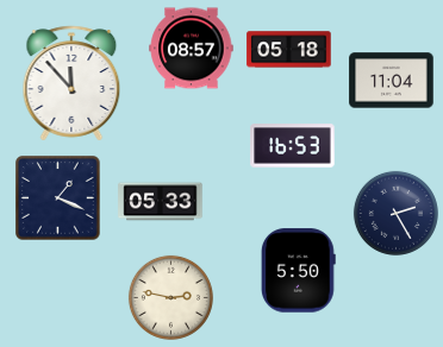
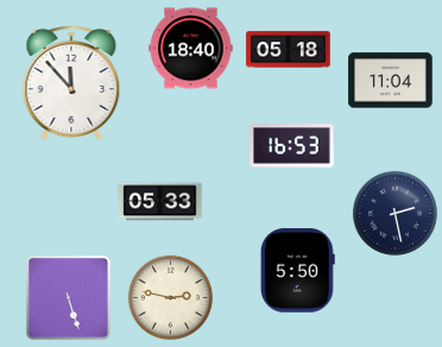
clock at (192, 49): 08:57 -> 18:40
clock at (58, 198): 1:19 -> none
clock at (395, 213): 2:25 -> 2:28
clock at (69, 298): none -> 5:27
